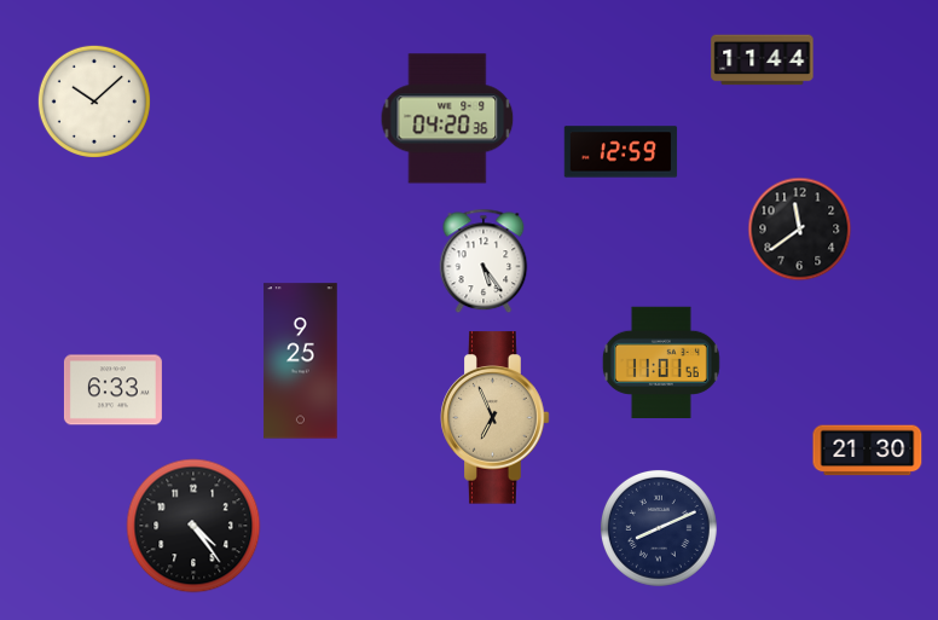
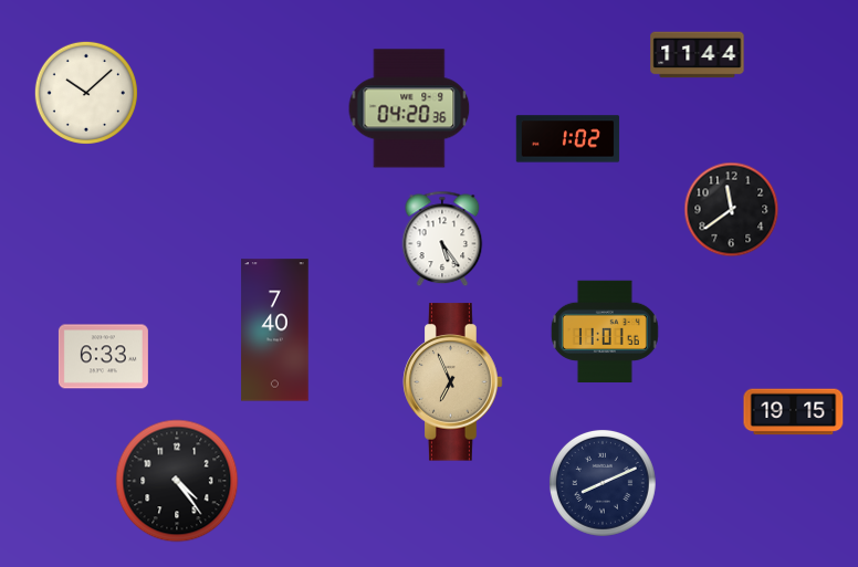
clock at (621, 152): 12:59 -> 1:02
clock at (301, 361): 9:25 -> 7:40
clock at (868, 451): 21:30 -> 19:15
